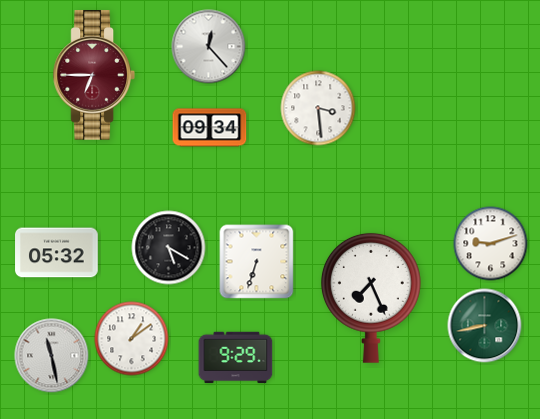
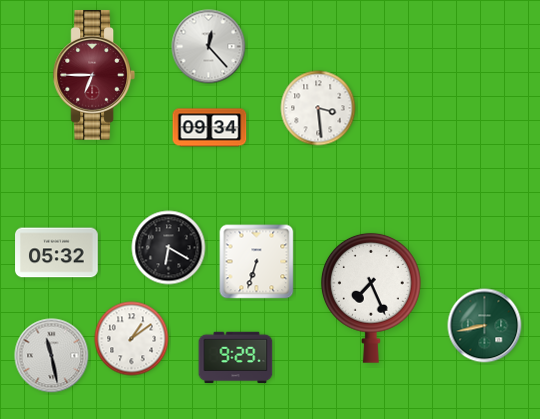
clock at (491, 244): 9:12 -> none
clock at (169, 248): 5:20 -> 6:20
